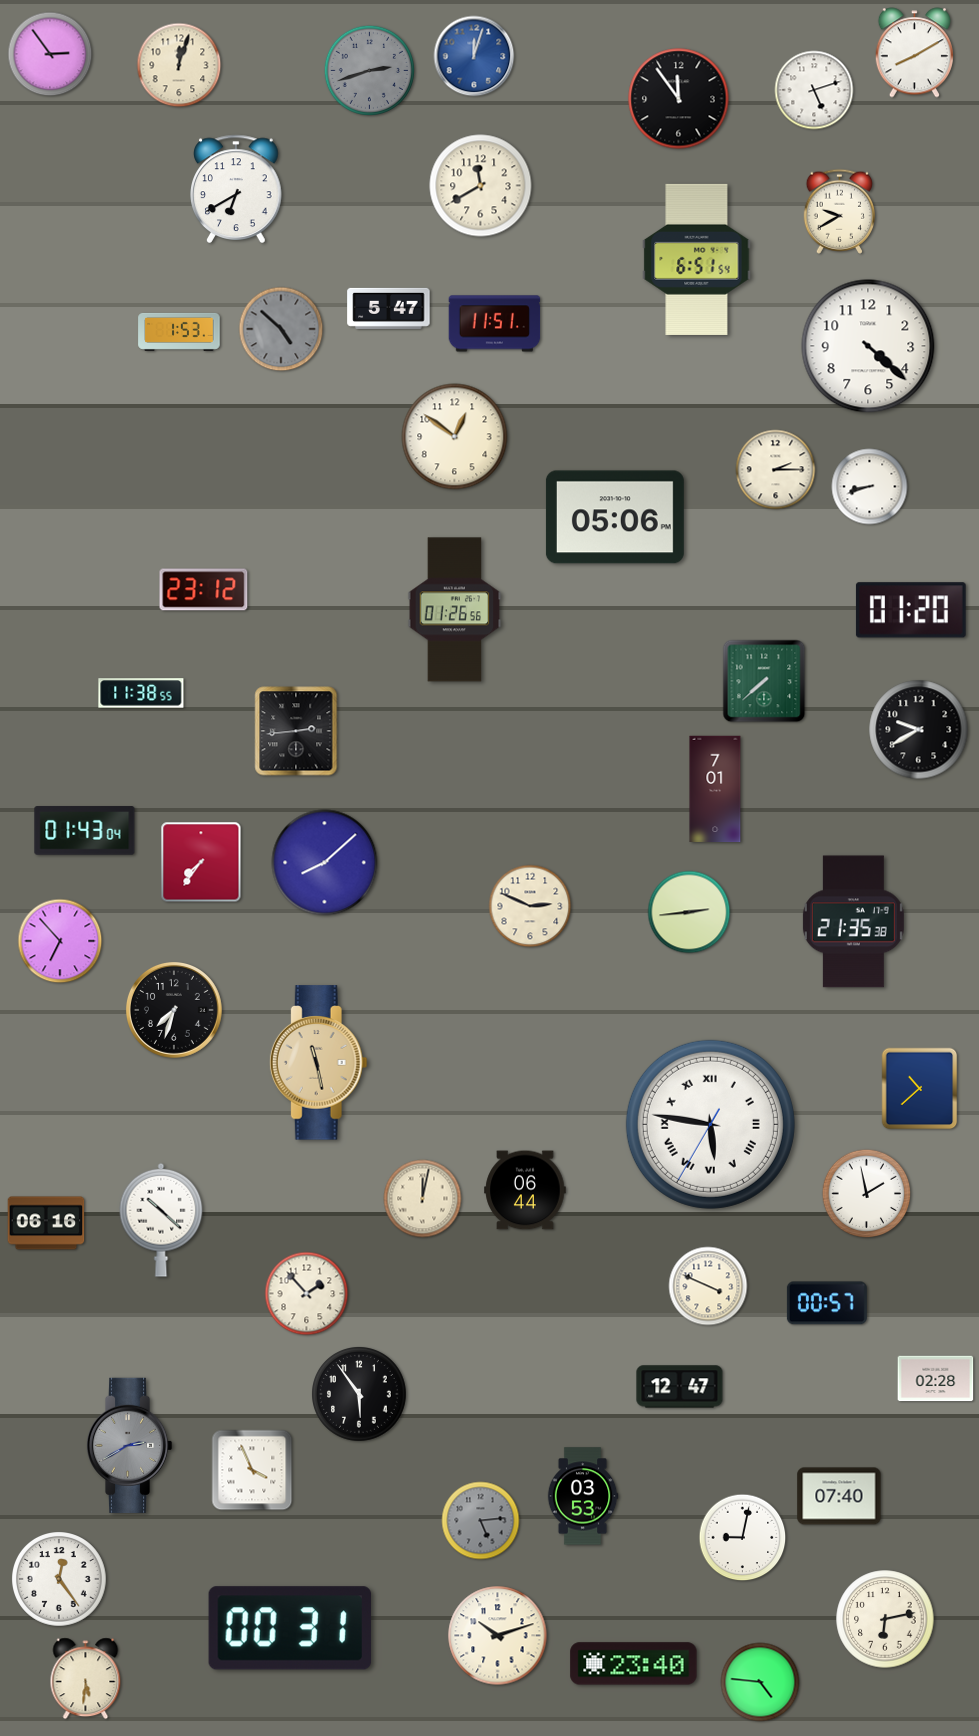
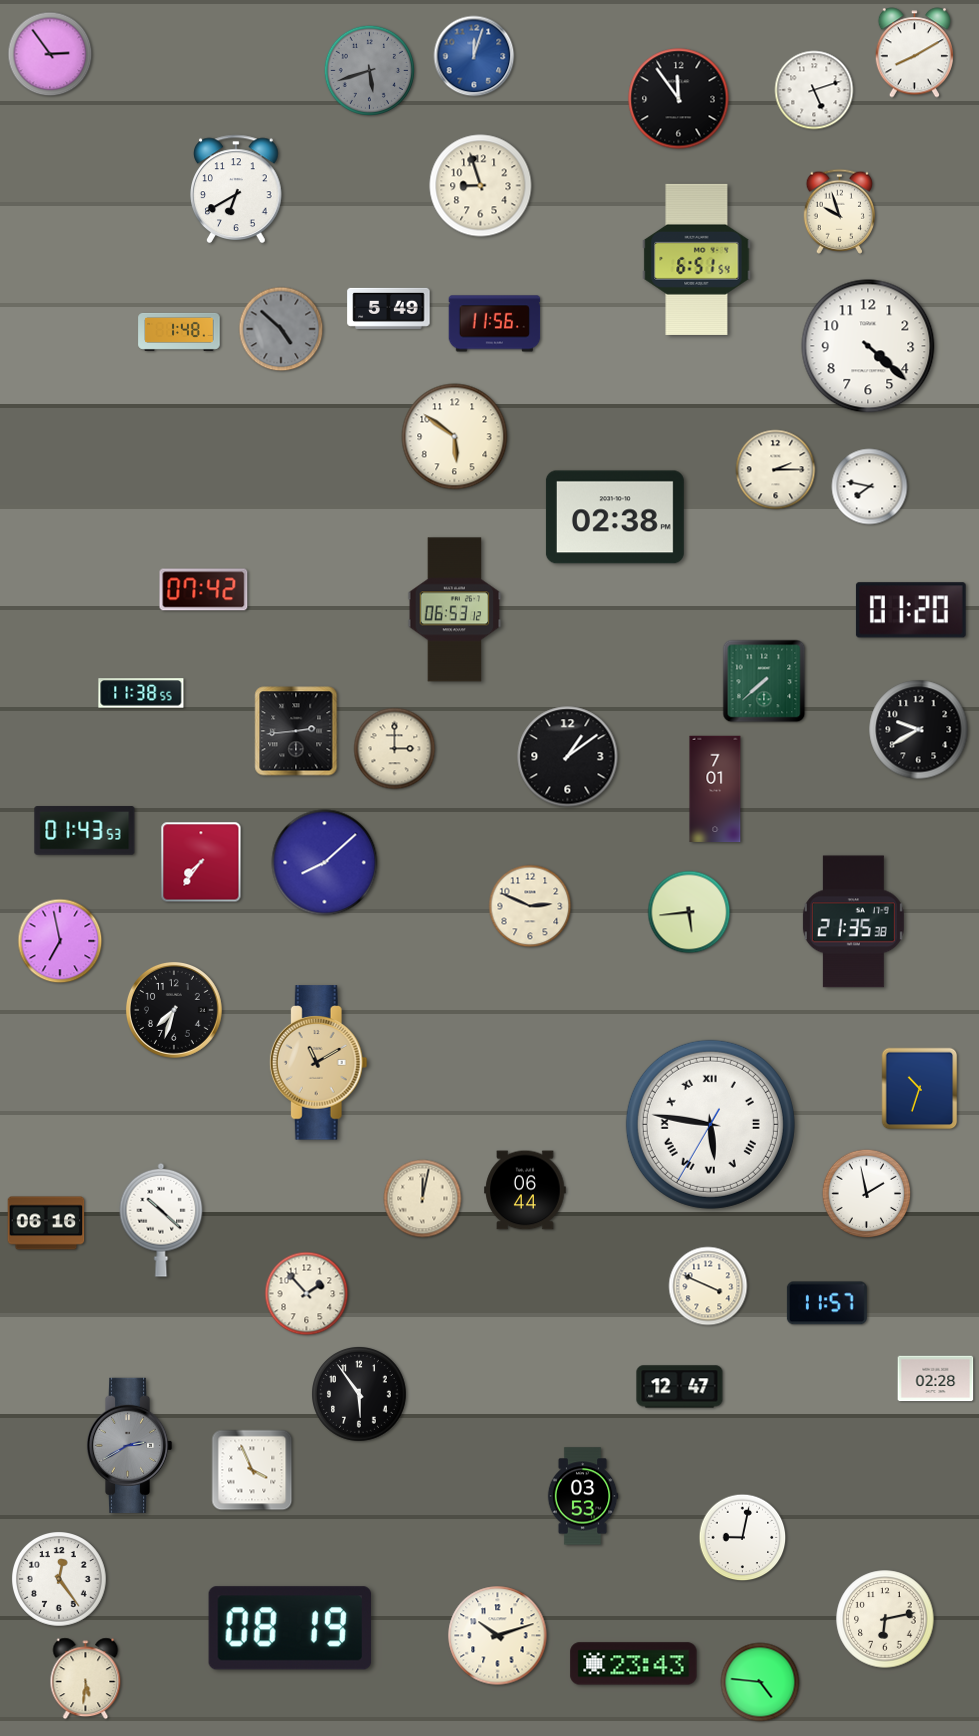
clock at (179, 65): 12:03 -> none
clock at (369, 70): 2:42 -> 5:42
clock at (481, 186): 11:40 -> 8:57
clock at (840, 211): 9:40 -> 9:57
clock at (389, 308): 5:47 -> 5:49
clock at (495, 324): 11:51 -> 11:56
clock at (179, 332): 1:53 -> 1:48
clock at (455, 437): 12:51 -> 5:51
clock at (870, 487): 8:42 -> 7:47
clock at (615, 517): 05:06 -> 02:38
clock at (204, 590): 23:12 -> 07:42
clock at (455, 610): 01:26 -> 06:53
clock at (395, 749): none -> 3:00
clock at (568, 757): none -> 1:09
clock at (85, 831): 01:43:04 -> 01:43:53
clock at (689, 912): 2:44 -> 5:44
clock at (60, 941): 6:53 -> 6:58
clock at (318, 1063): 11:28 -> 11:10
clock at (920, 1089): 10:38 -> 10:33
clock at (827, 1303): 00:57 -> 11:57
clock at (839, 1496): 07:40 -> none
clock at (481, 1521): 5:14 -> none
clock at (290, 1628): 00:31 -> 08:19
clock at (634, 1664): 23:40 -> 23:43
